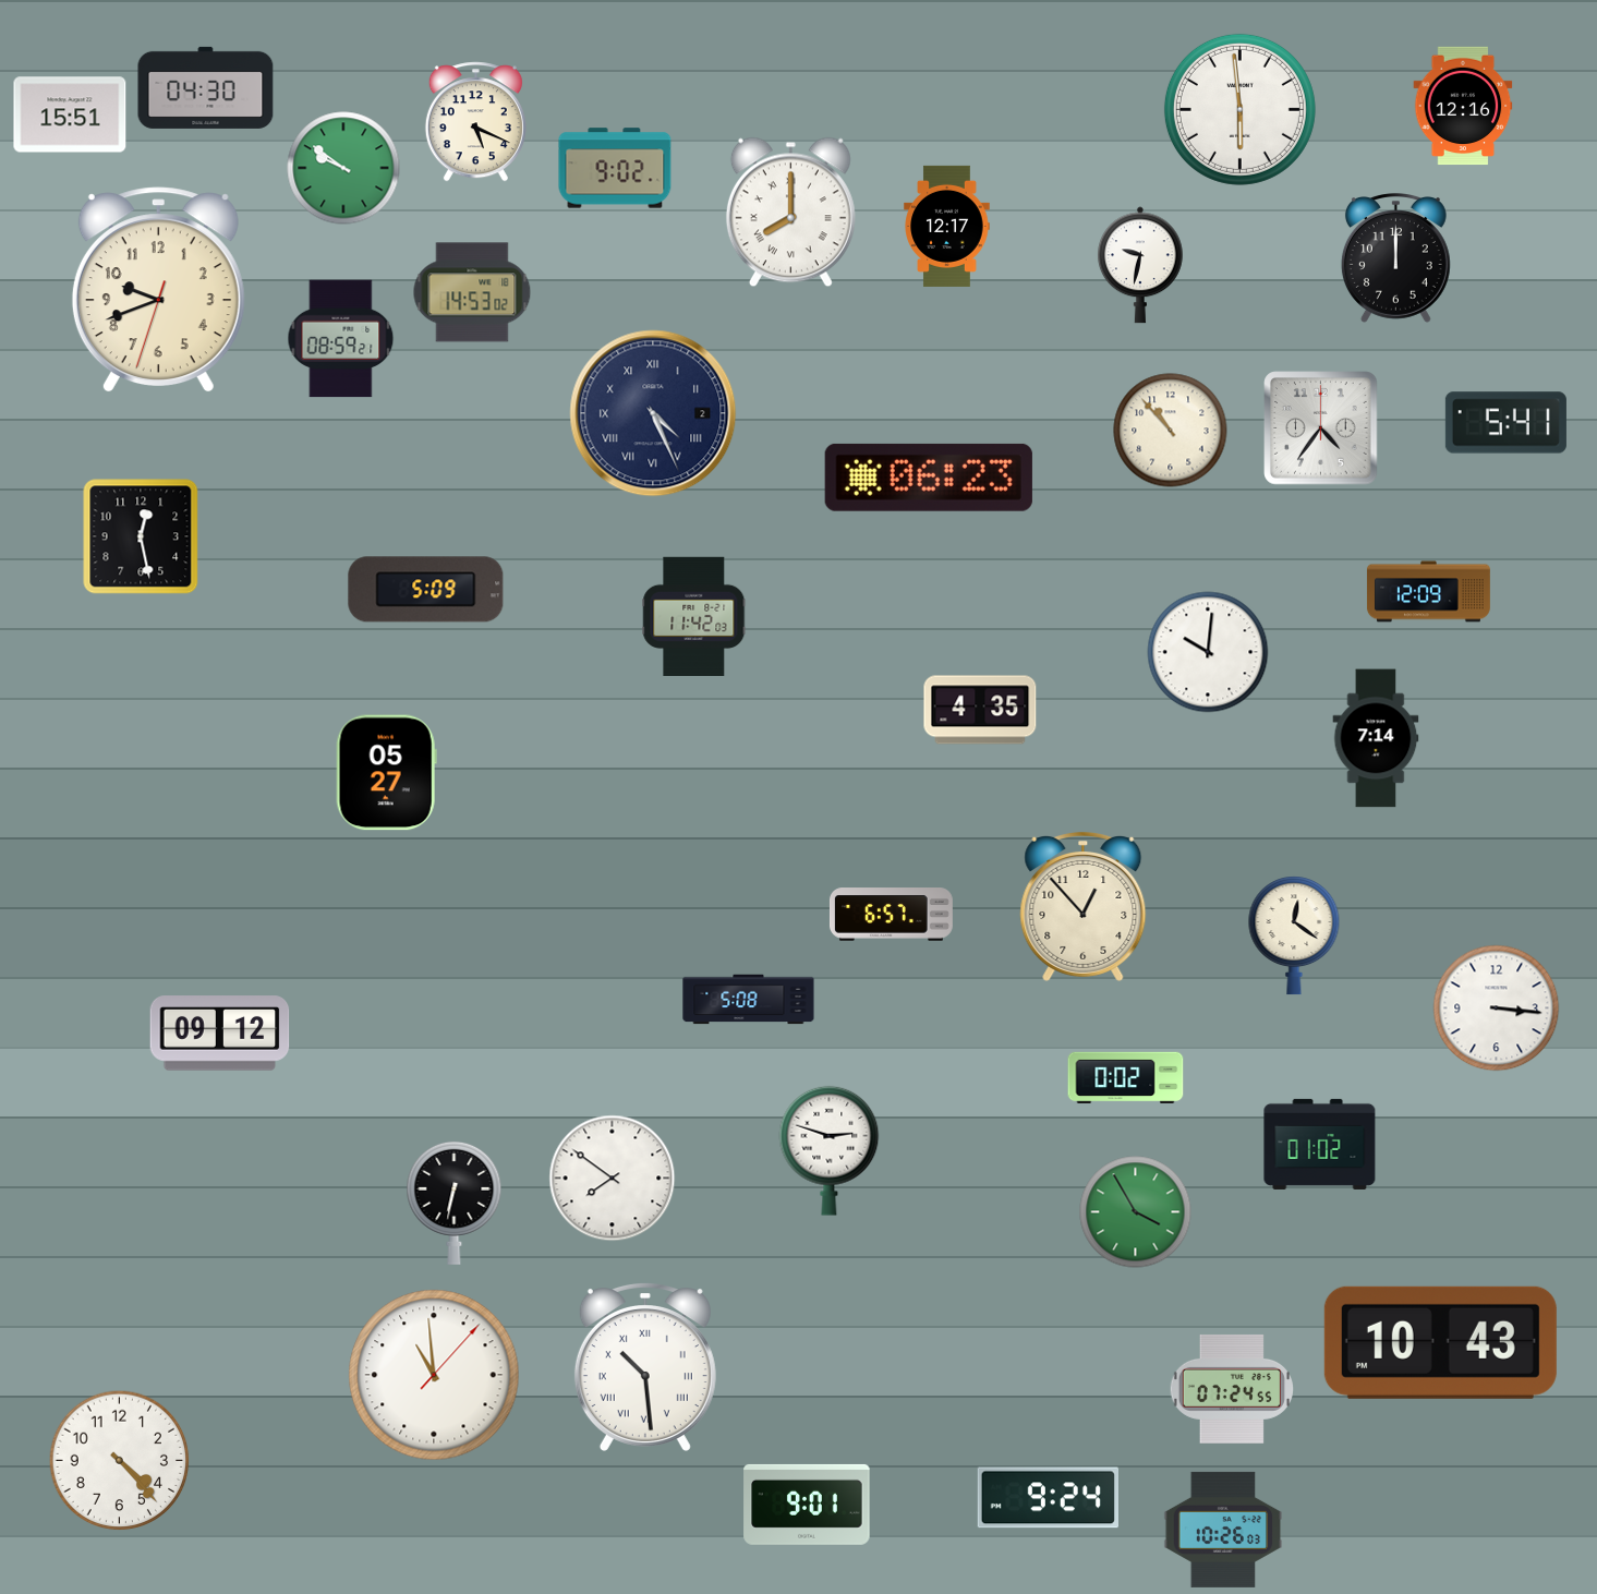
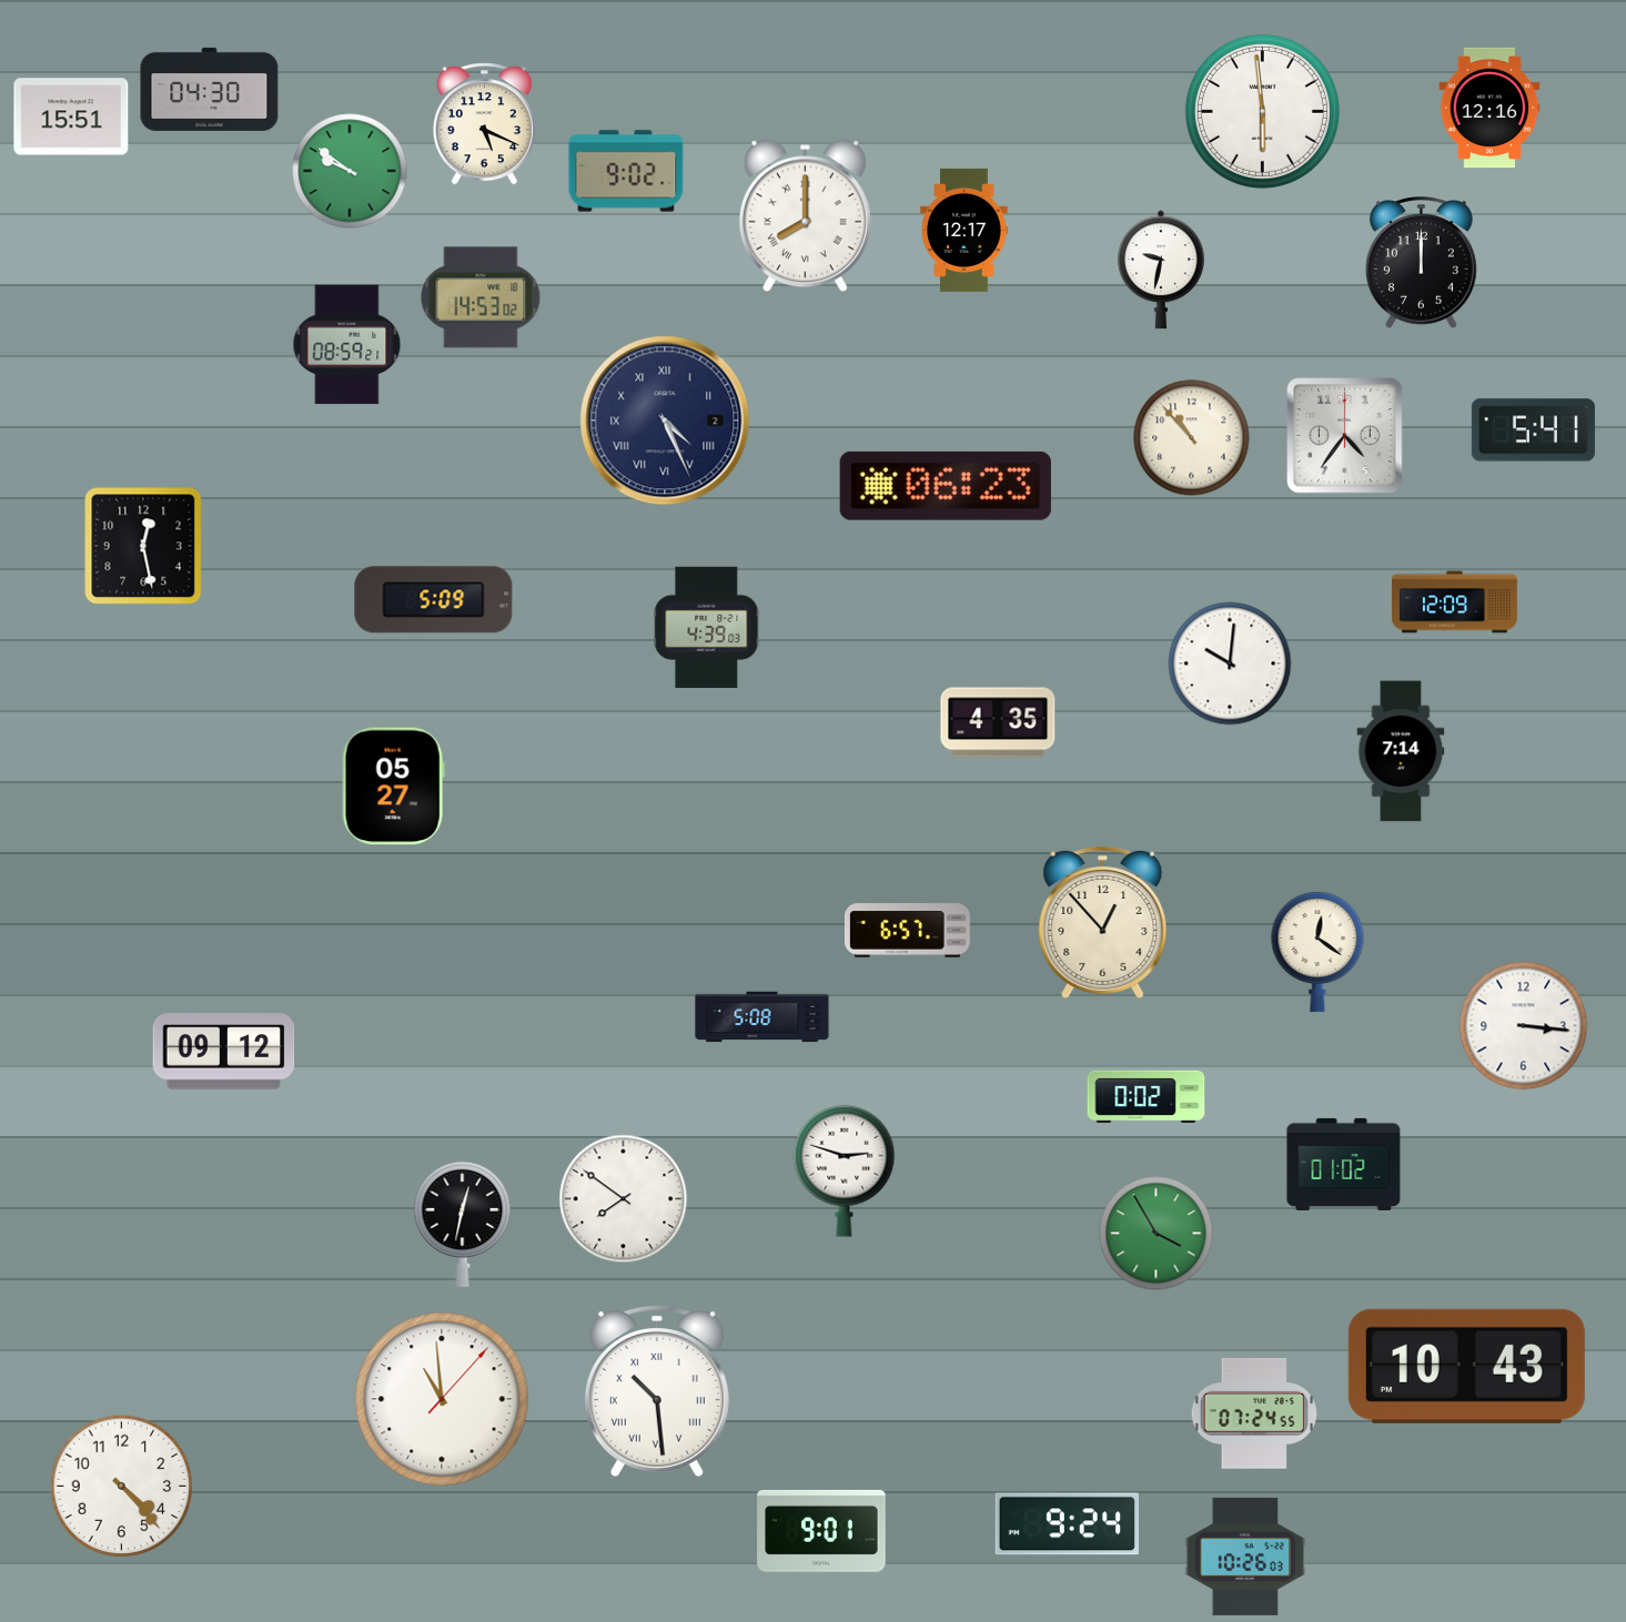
clock at (158, 290): 9:41 -> none
clock at (694, 617): 11:42 -> 4:39
clock at (455, 1203): 6:32 -> 12:32
